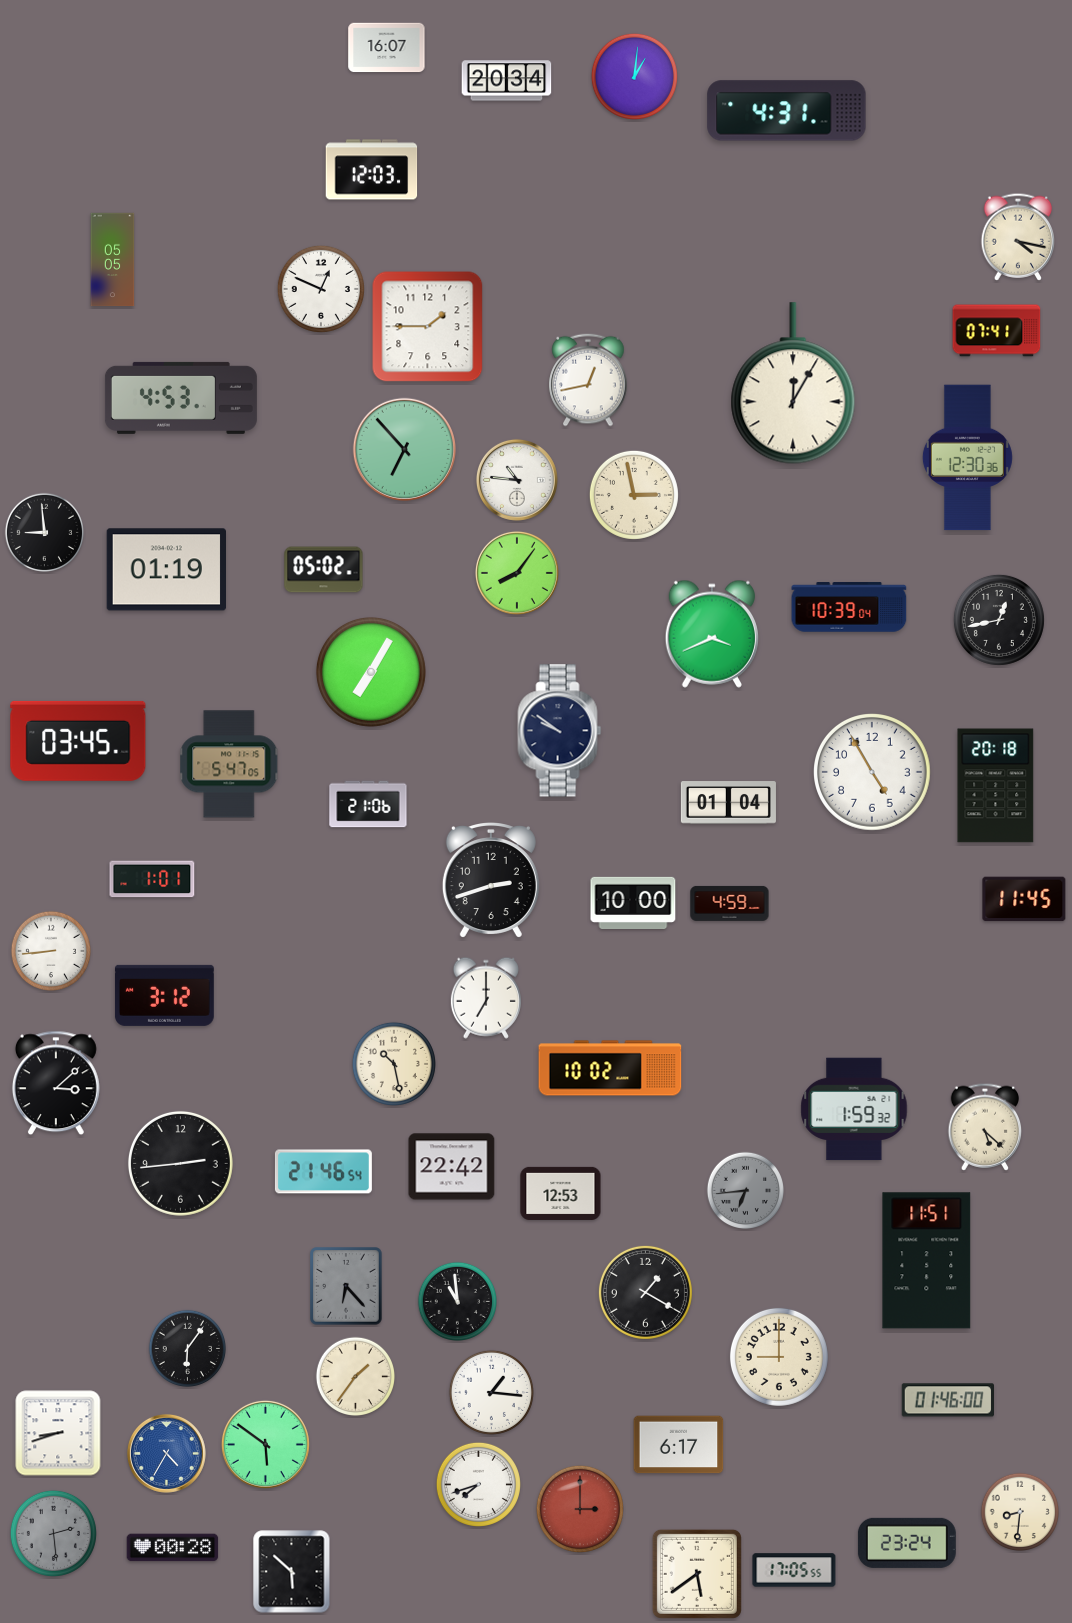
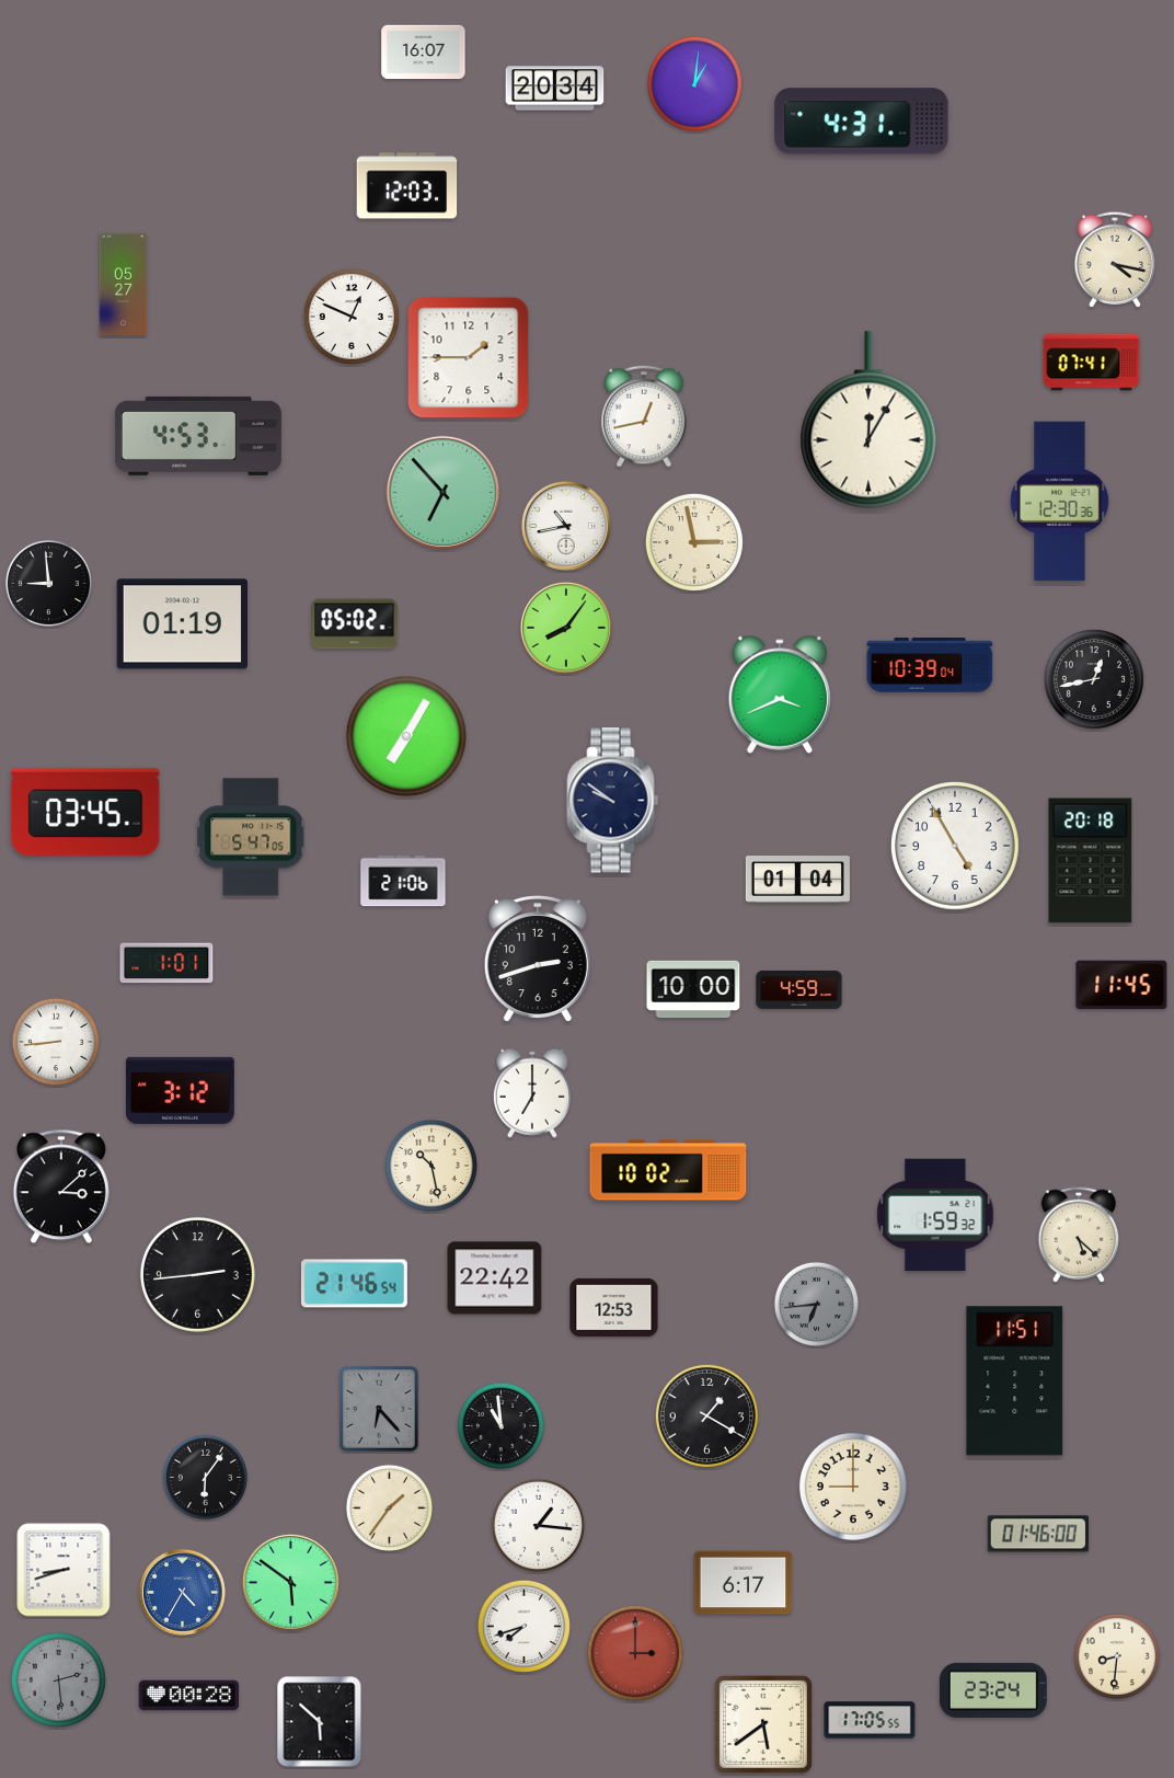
clock at (113, 260): 05:05 -> 05:27
clock at (517, 480): 10:46 -> 10:43
clock at (491, 880) position: (491, 880) -> (538, 959)
